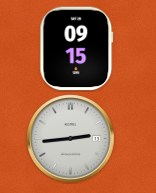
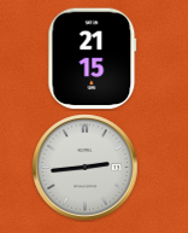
clock at (77, 49): 09:15 -> 21:15
